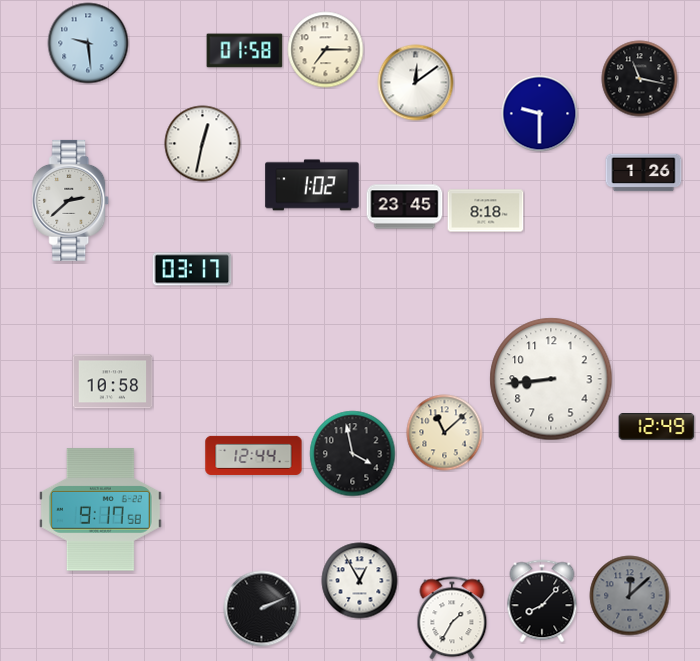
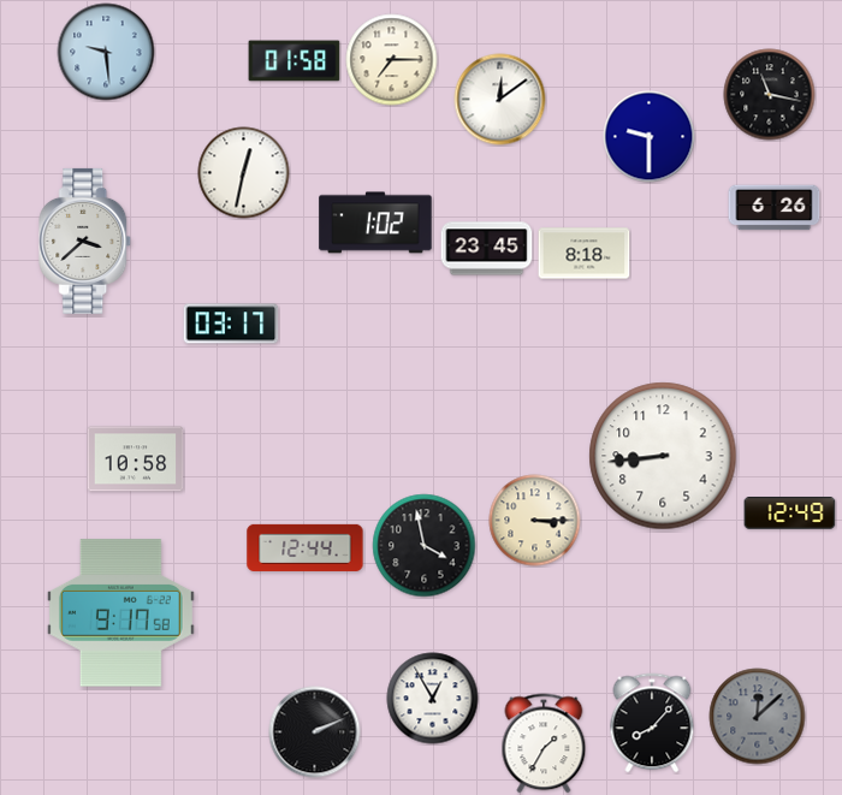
clock at (644, 173): 1:26 -> 6:26
clock at (71, 200): 2:38 -> 3:38
clock at (445, 433): 11:08 -> 3:15
